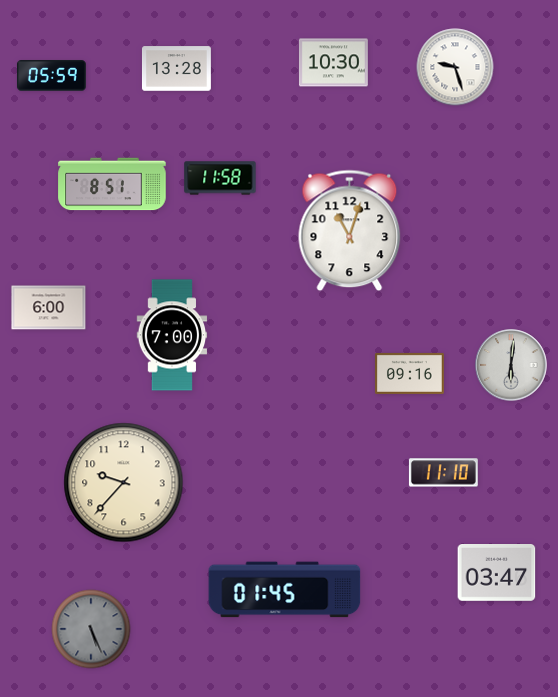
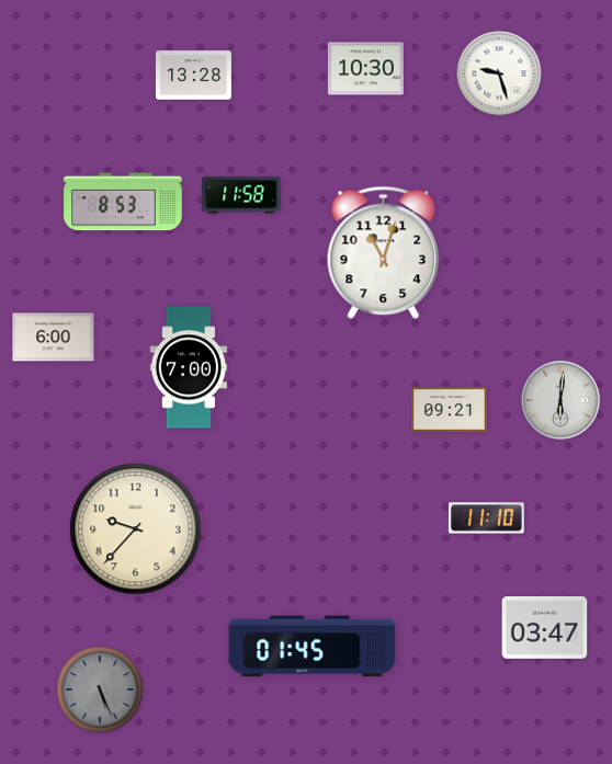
clock at (51, 76): 05:59 -> none
clock at (112, 184): 8:51 -> 8:53
clock at (409, 373): 09:16 -> 09:21
